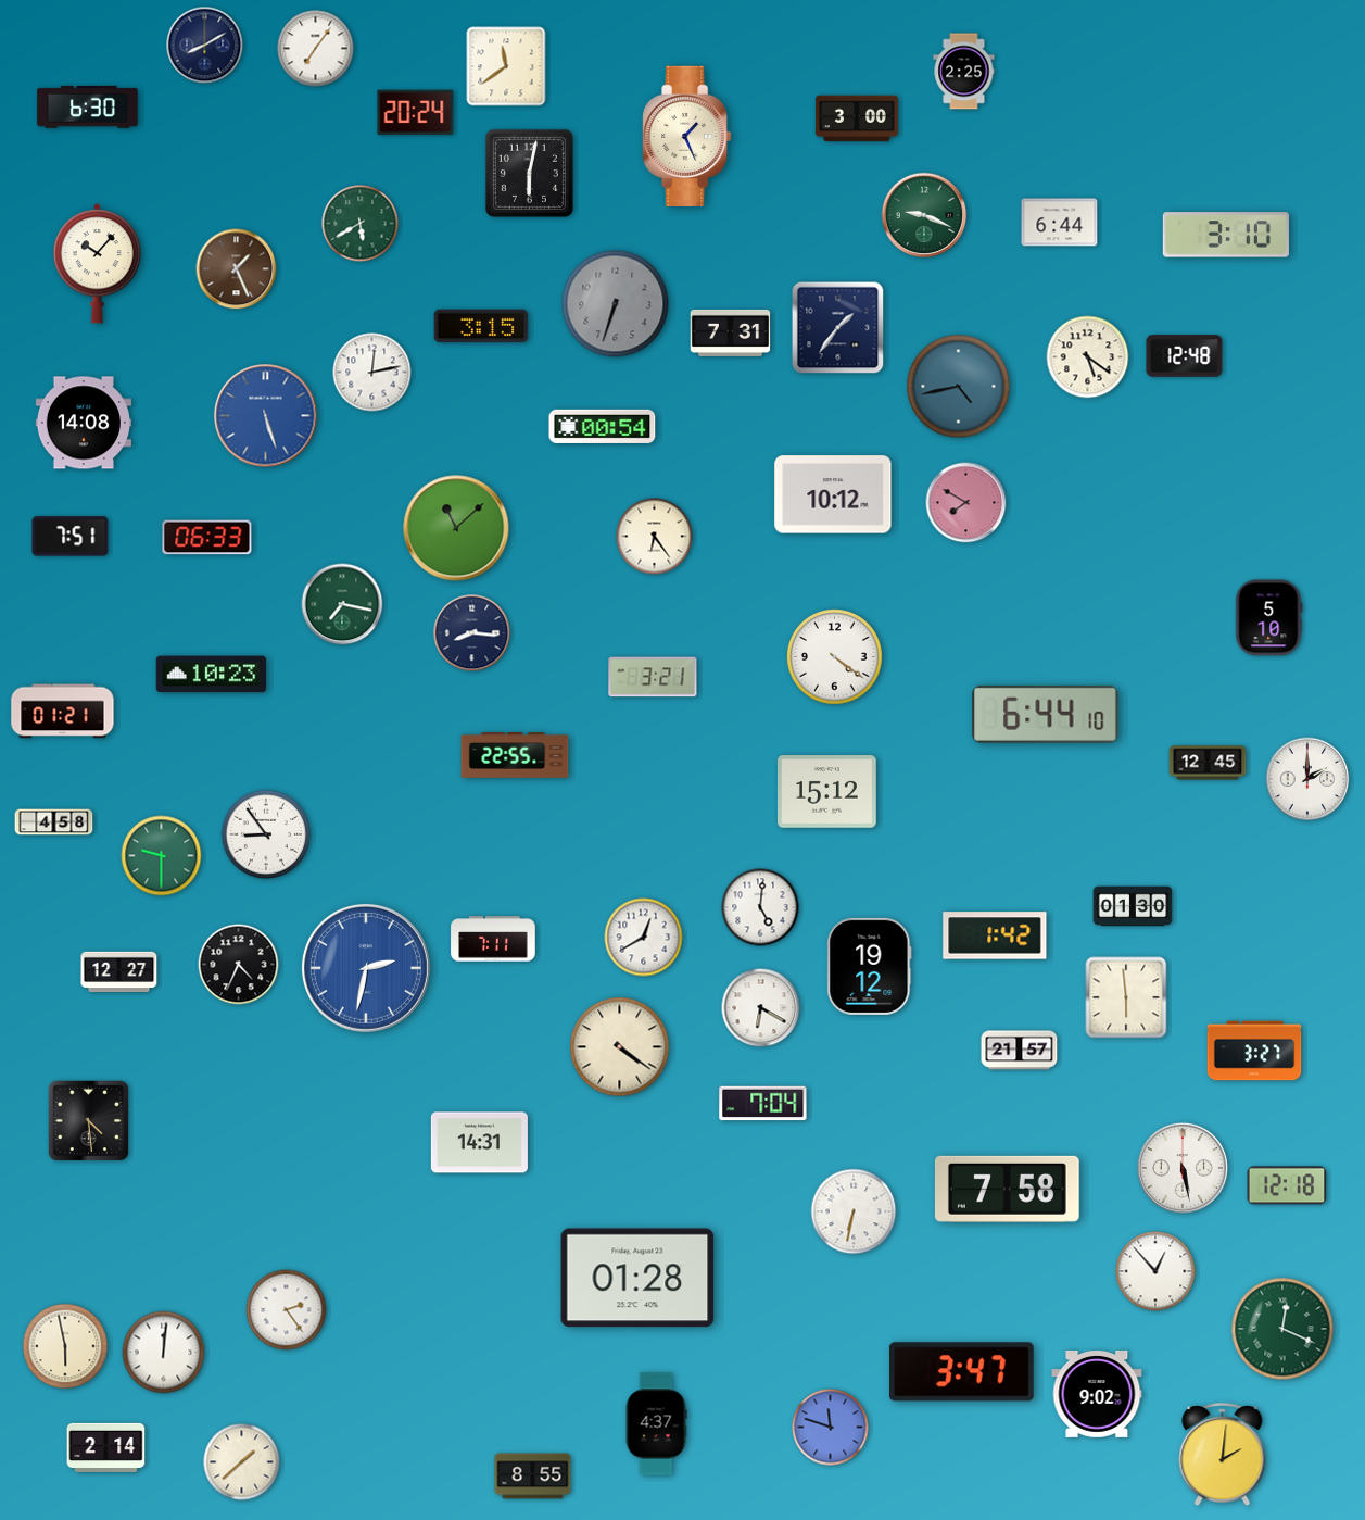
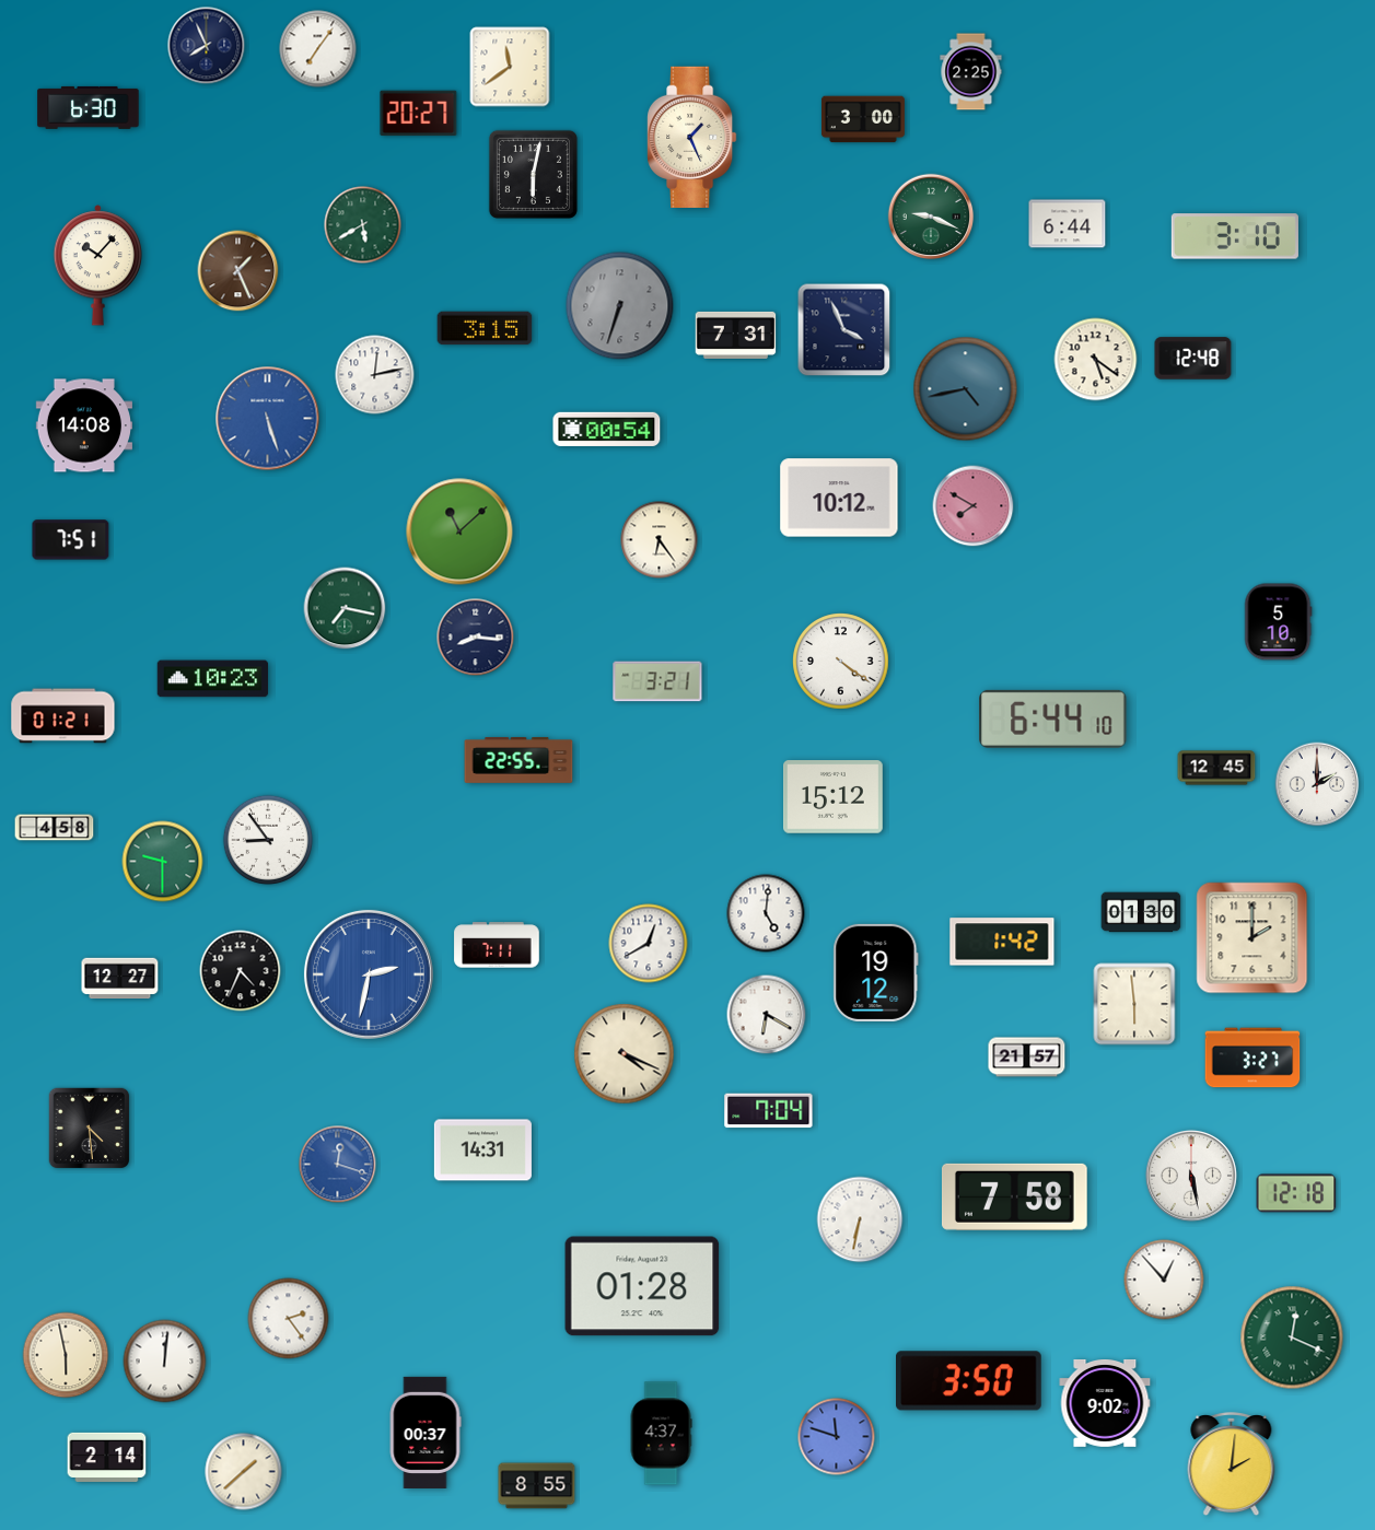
clock at (205, 46): 8:10 -> 7:56
clock at (416, 113): 20:24 -> 20:27
clock at (838, 328): 1:36 -> 3:56
clock at (207, 538): 06:33 -> none
clock at (1252, 938): none -> 2:00
clock at (620, 1047): 4:21 -> 4:19
clock at (1254, 1051) position: (1254, 1051) -> (1252, 1058)
clock at (338, 1165): none -> 12:18
clock at (962, 1372): 3:47 -> 3:50
clock at (426, 1432): none -> 00:37
